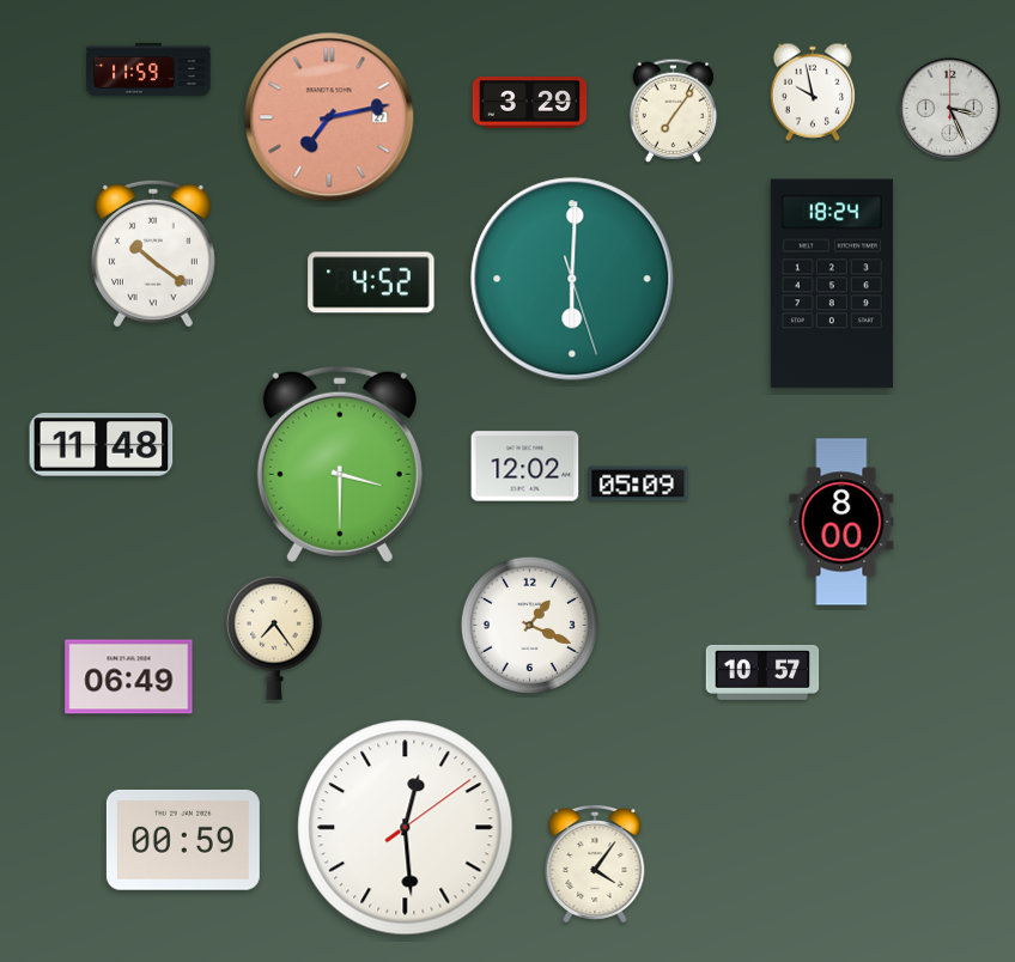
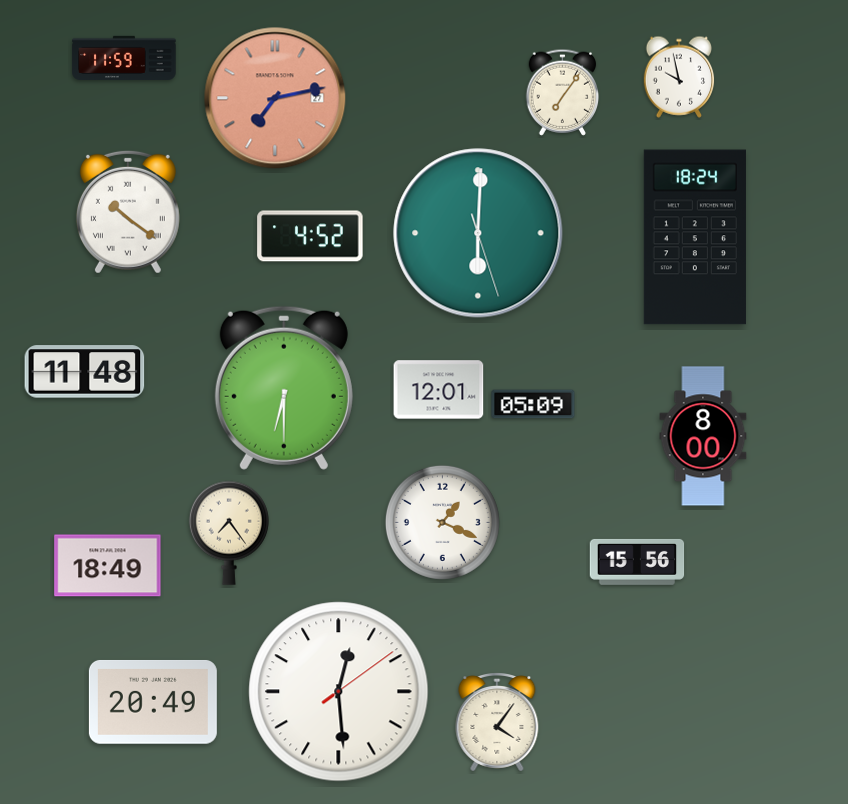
clock at (530, 103): 3:29 -> none
clock at (949, 108): 3:26 -> none
clock at (340, 464): 3:30 -> 6:30
clock at (525, 467): 12:02 -> 12:01
clock at (762, 672): 10:57 -> 15:56
clock at (129, 677): 06:49 -> 18:49
clock at (183, 840): 00:59 -> 20:49
